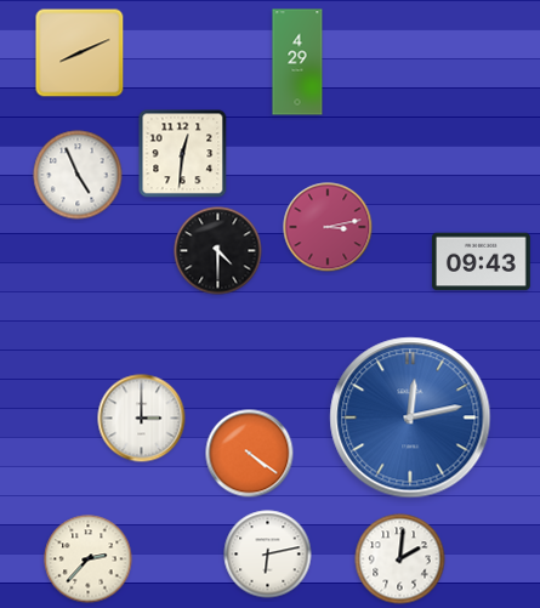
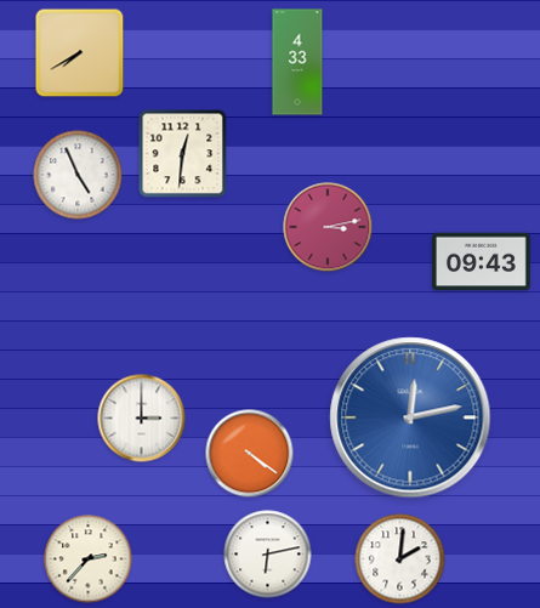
clock at (80, 53): 8:11 -> 7:40
clock at (297, 62): 4:29 -> 4:33
clock at (218, 251): 4:30 -> none
